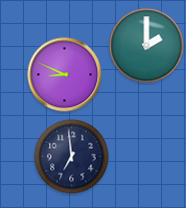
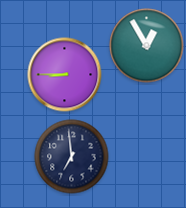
clock at (147, 46): 2:00 -> 12:55
clock at (65, 75): 8:49 -> 8:45
